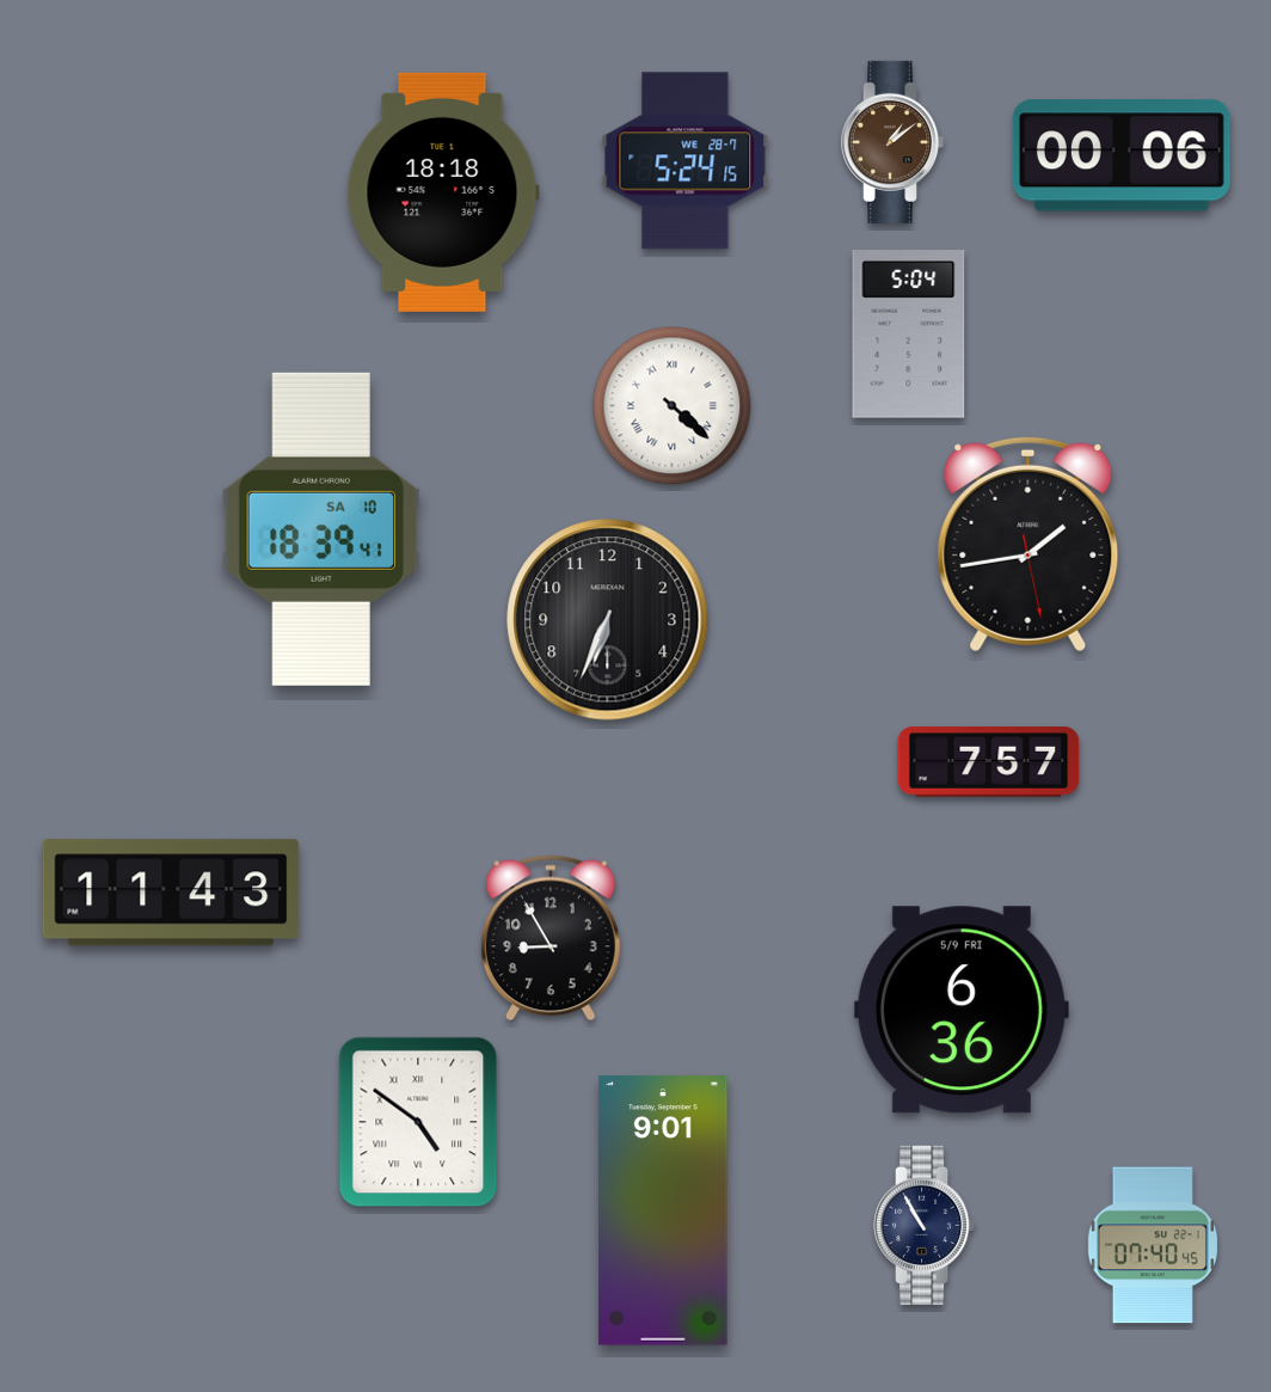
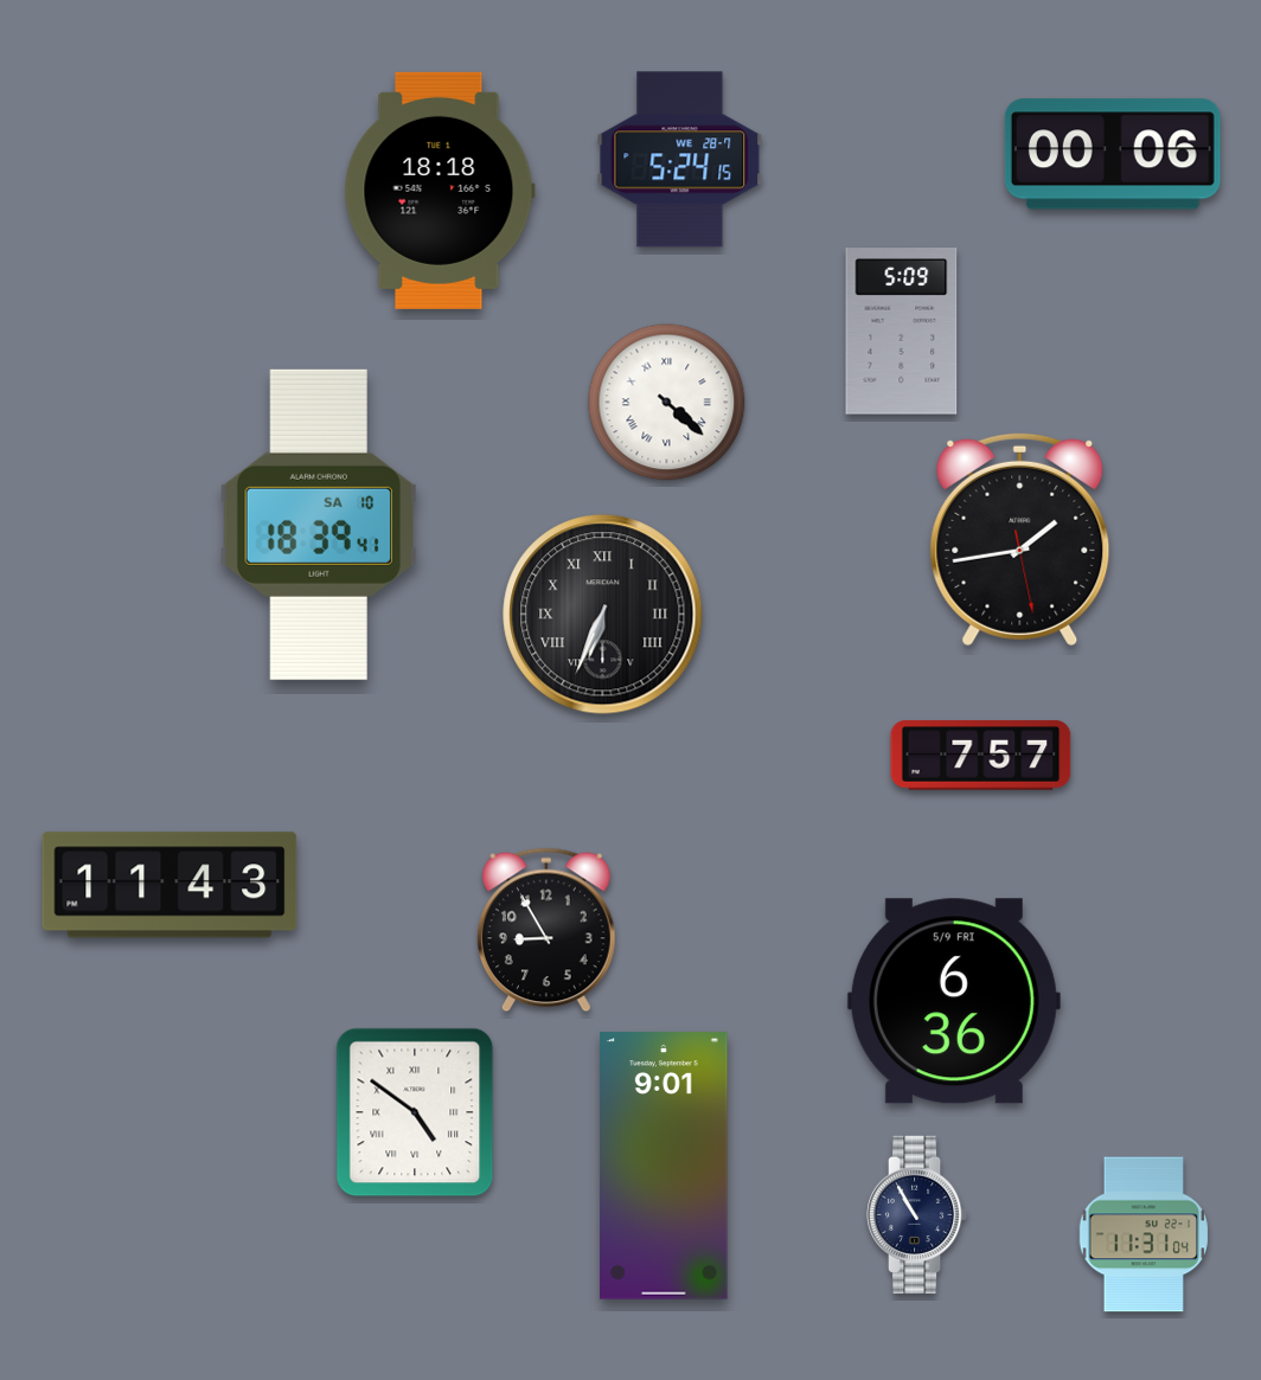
clock at (894, 142): 1:09 -> none
clock at (909, 335): 5:04 -> 5:09
clock at (608, 620) numerals: Arabic -> Roman
clock at (663, 1210) position: (663, 1210) -> (664, 1166)
clock at (1153, 1245): 07:40 -> 11:31
